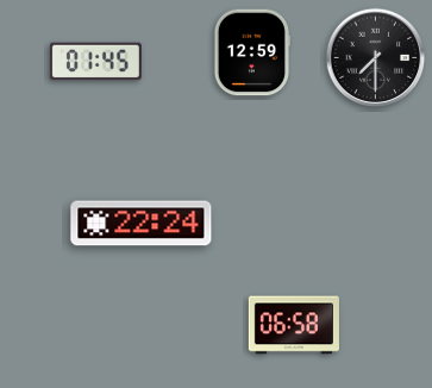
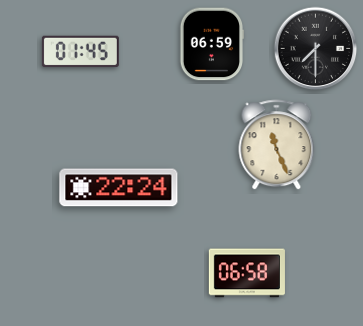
clock at (252, 52): 12:59 -> 06:59
clock at (277, 145): none -> 11:26
